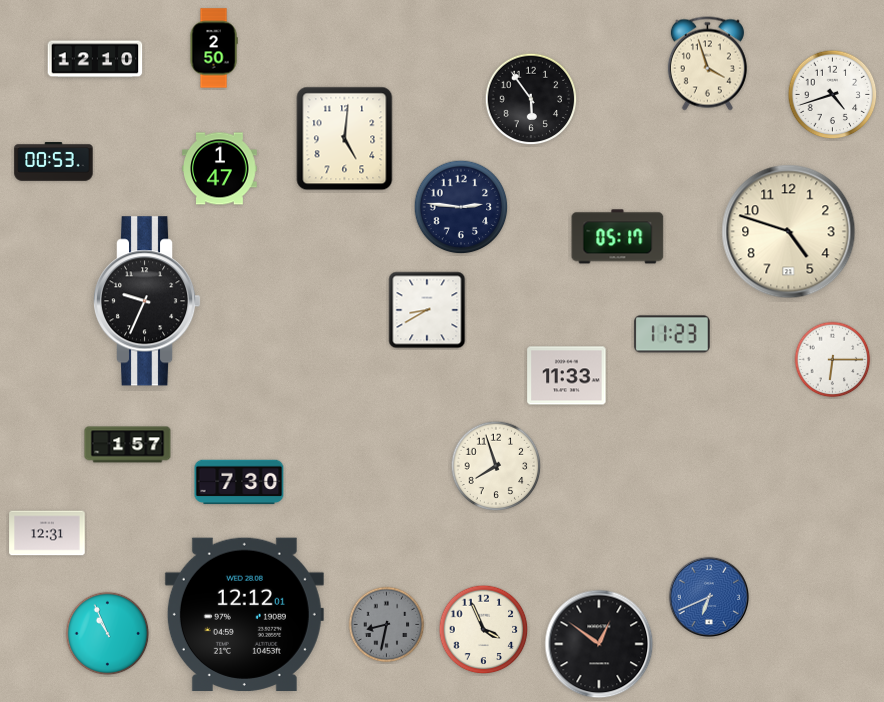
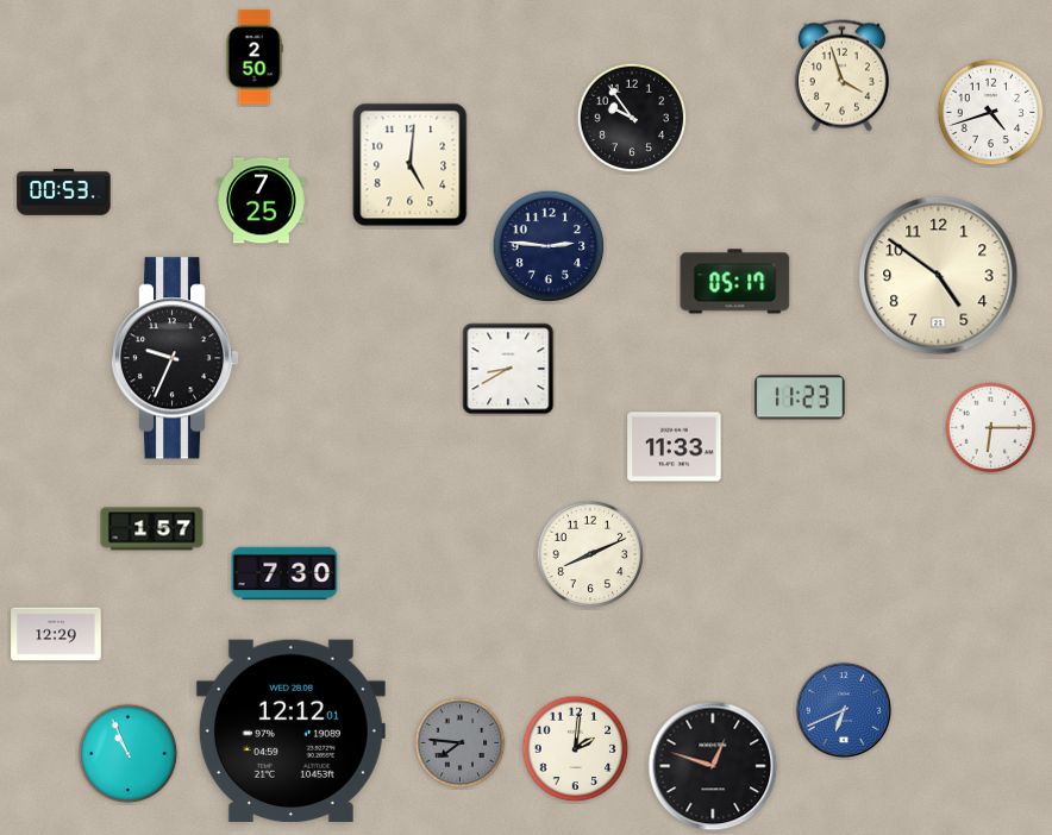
clock at (95, 59): 12:10 -> none
clock at (531, 99): 5:54 -> 9:54
clock at (220, 169): 1:47 -> 7:25
clock at (789, 232): 4:48 -> 4:51
clock at (496, 466): 7:57 -> 8:11
clock at (47, 533): 12:31 -> 12:29
clock at (387, 625): 8:32 -> 7:46
clock at (484, 630): 3:56 -> 2:01
clock at (599, 644): 12:51 -> 12:48
